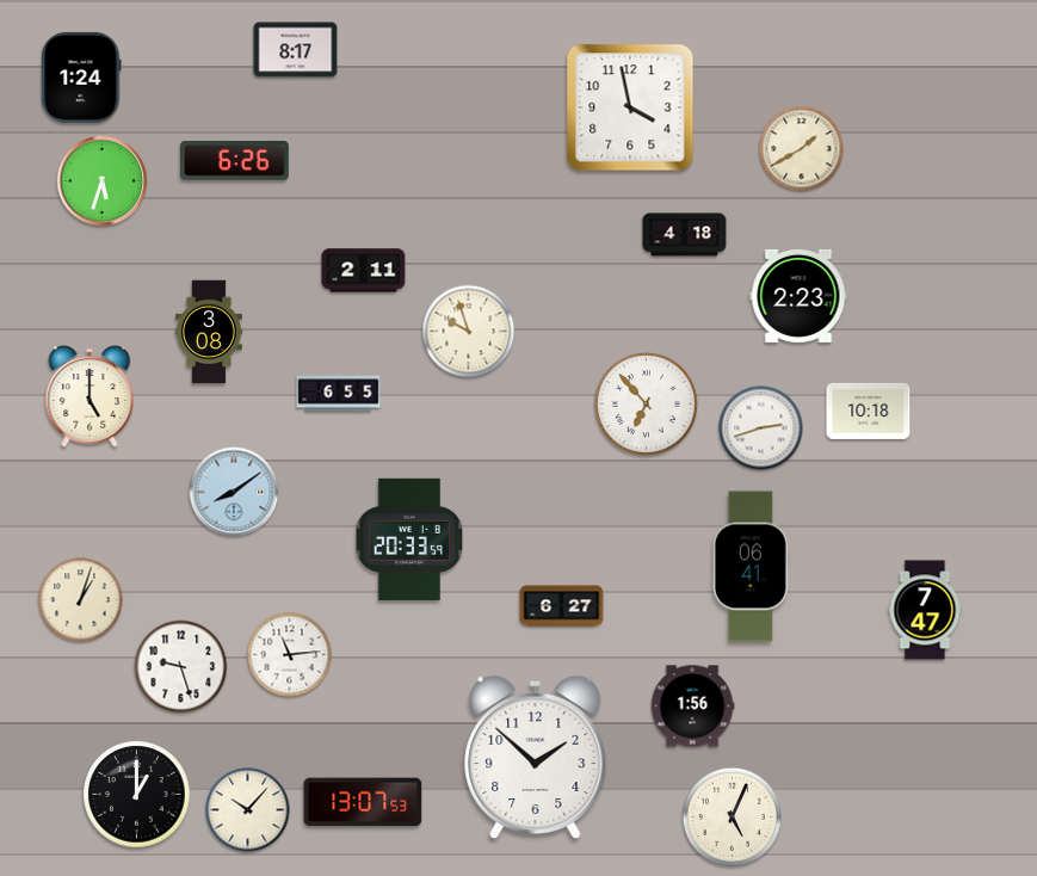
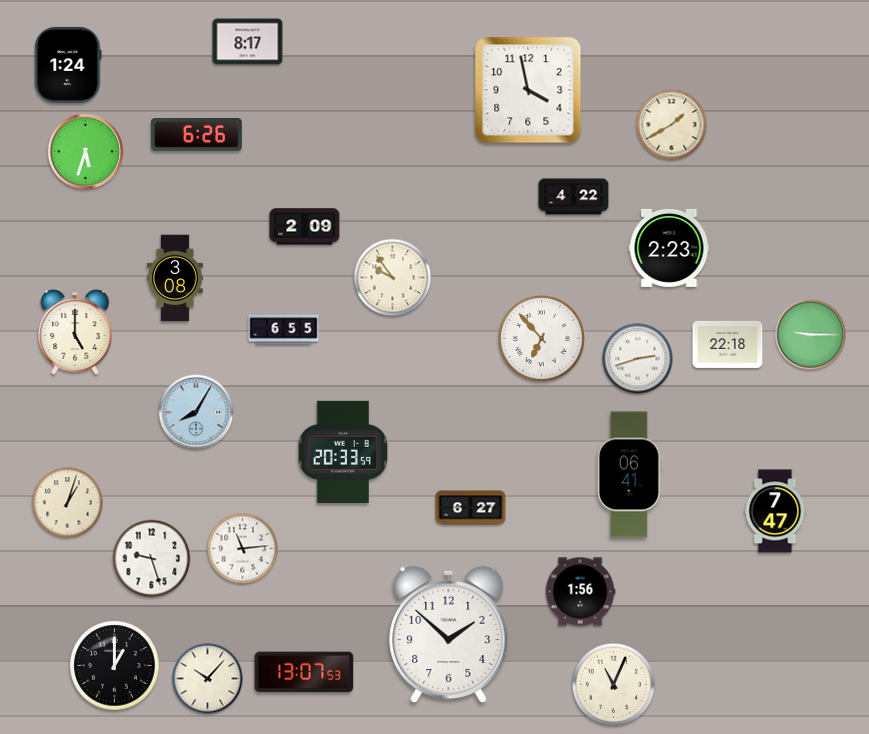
clock at (685, 235): 4:18 -> 4:22
clock at (364, 271): 2:11 -> 2:09
clock at (469, 332): 9:57 -> 9:54
clock at (811, 335): none -> 9:15
clock at (869, 411): 10:18 -> 22:18
clock at (234, 492): 8:09 -> 8:05
clock at (732, 816): 5:04 -> 11:04
